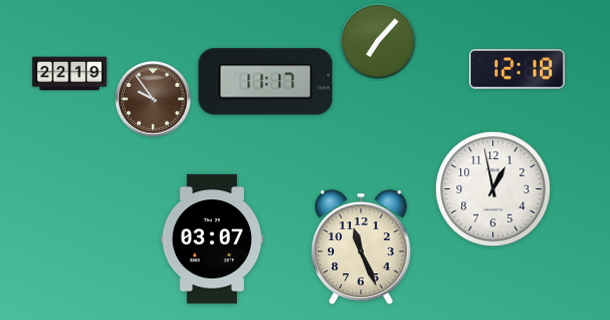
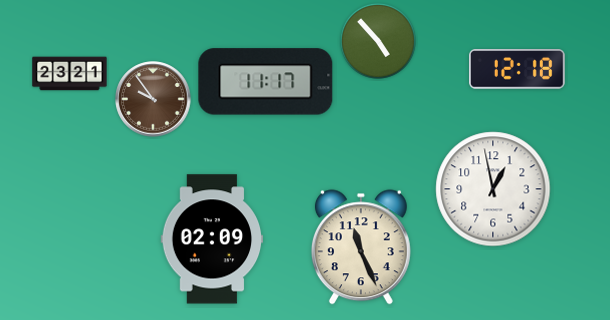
clock at (378, 41): 7:07 -> 4:53
clock at (70, 74): 22:19 -> 23:21
clock at (212, 239): 03:07 -> 02:09
